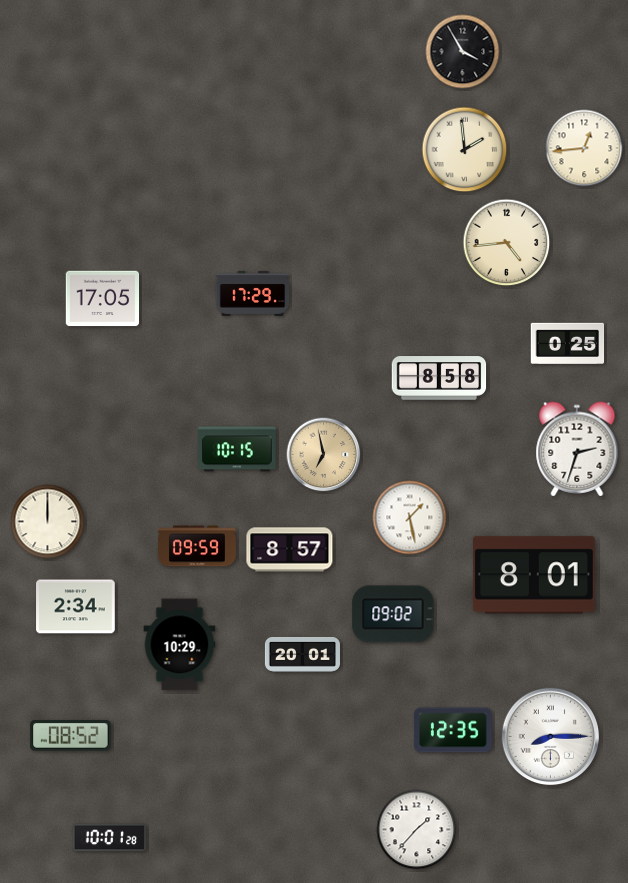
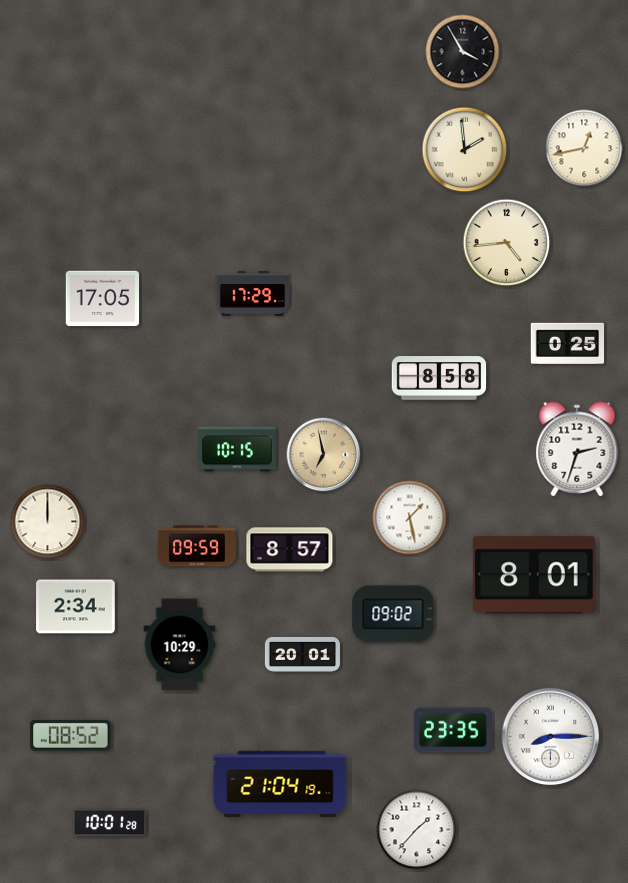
clock at (584, 148): 12:44 -> 12:43
clock at (453, 730): 12:35 -> 23:35
clock at (280, 784): none -> 21:04
clock at (110, 838) position: (110, 838) -> (110, 823)
